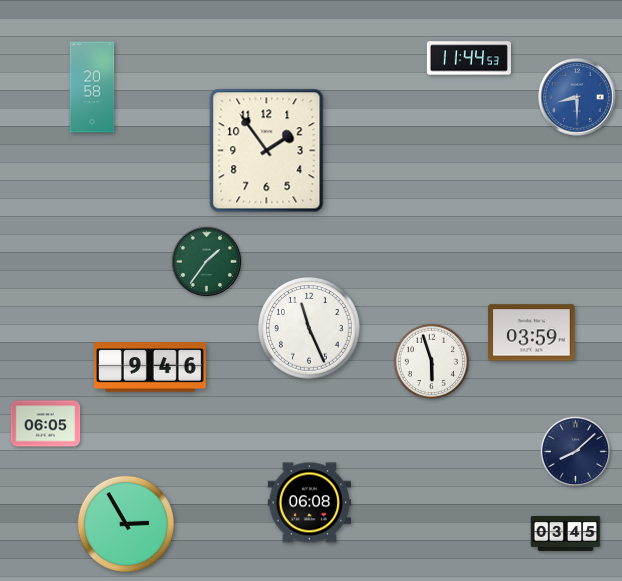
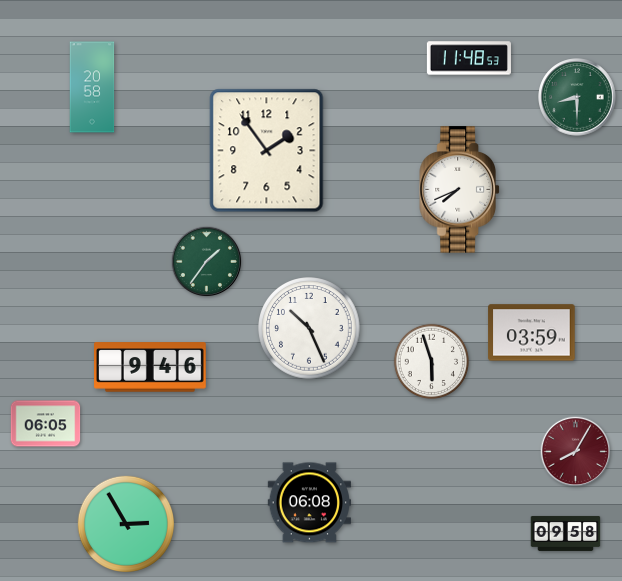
clock at (469, 58): 11:44 -> 11:48
clock at (577, 97) dial: blue -> green
clock at (459, 190): none -> 7:41
clock at (309, 328): 11:26 -> 10:26
clock at (576, 452): 8:08 -> 8:05
clock at (576, 452) dial: navy -> burgundy
clock at (566, 533): 03:45 -> 09:58
